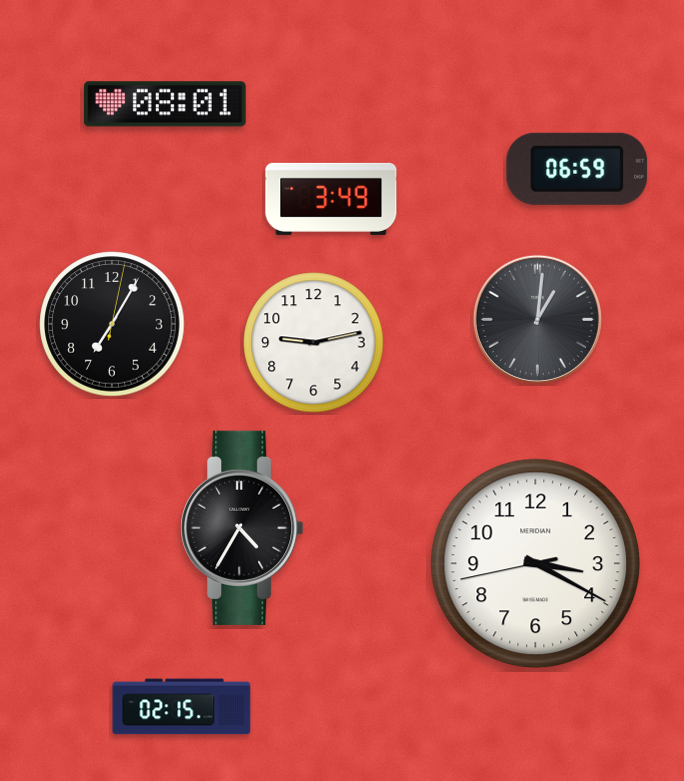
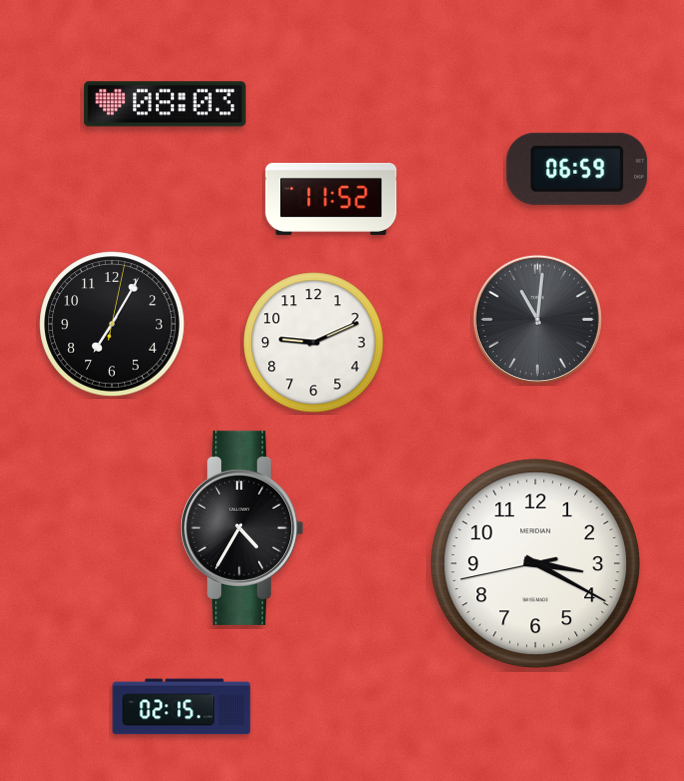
clock at (165, 104): 08:01 -> 08:03
clock at (331, 199): 3:49 -> 11:52
clock at (537, 319): 1:01 -> 11:01
clock at (314, 343): 9:13 -> 9:11
